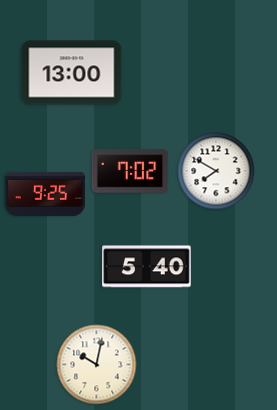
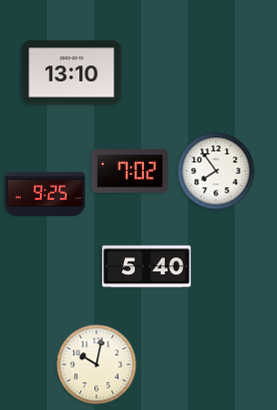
clock at (72, 73): 13:00 -> 13:10
clock at (216, 171): 7:50 -> 7:54
